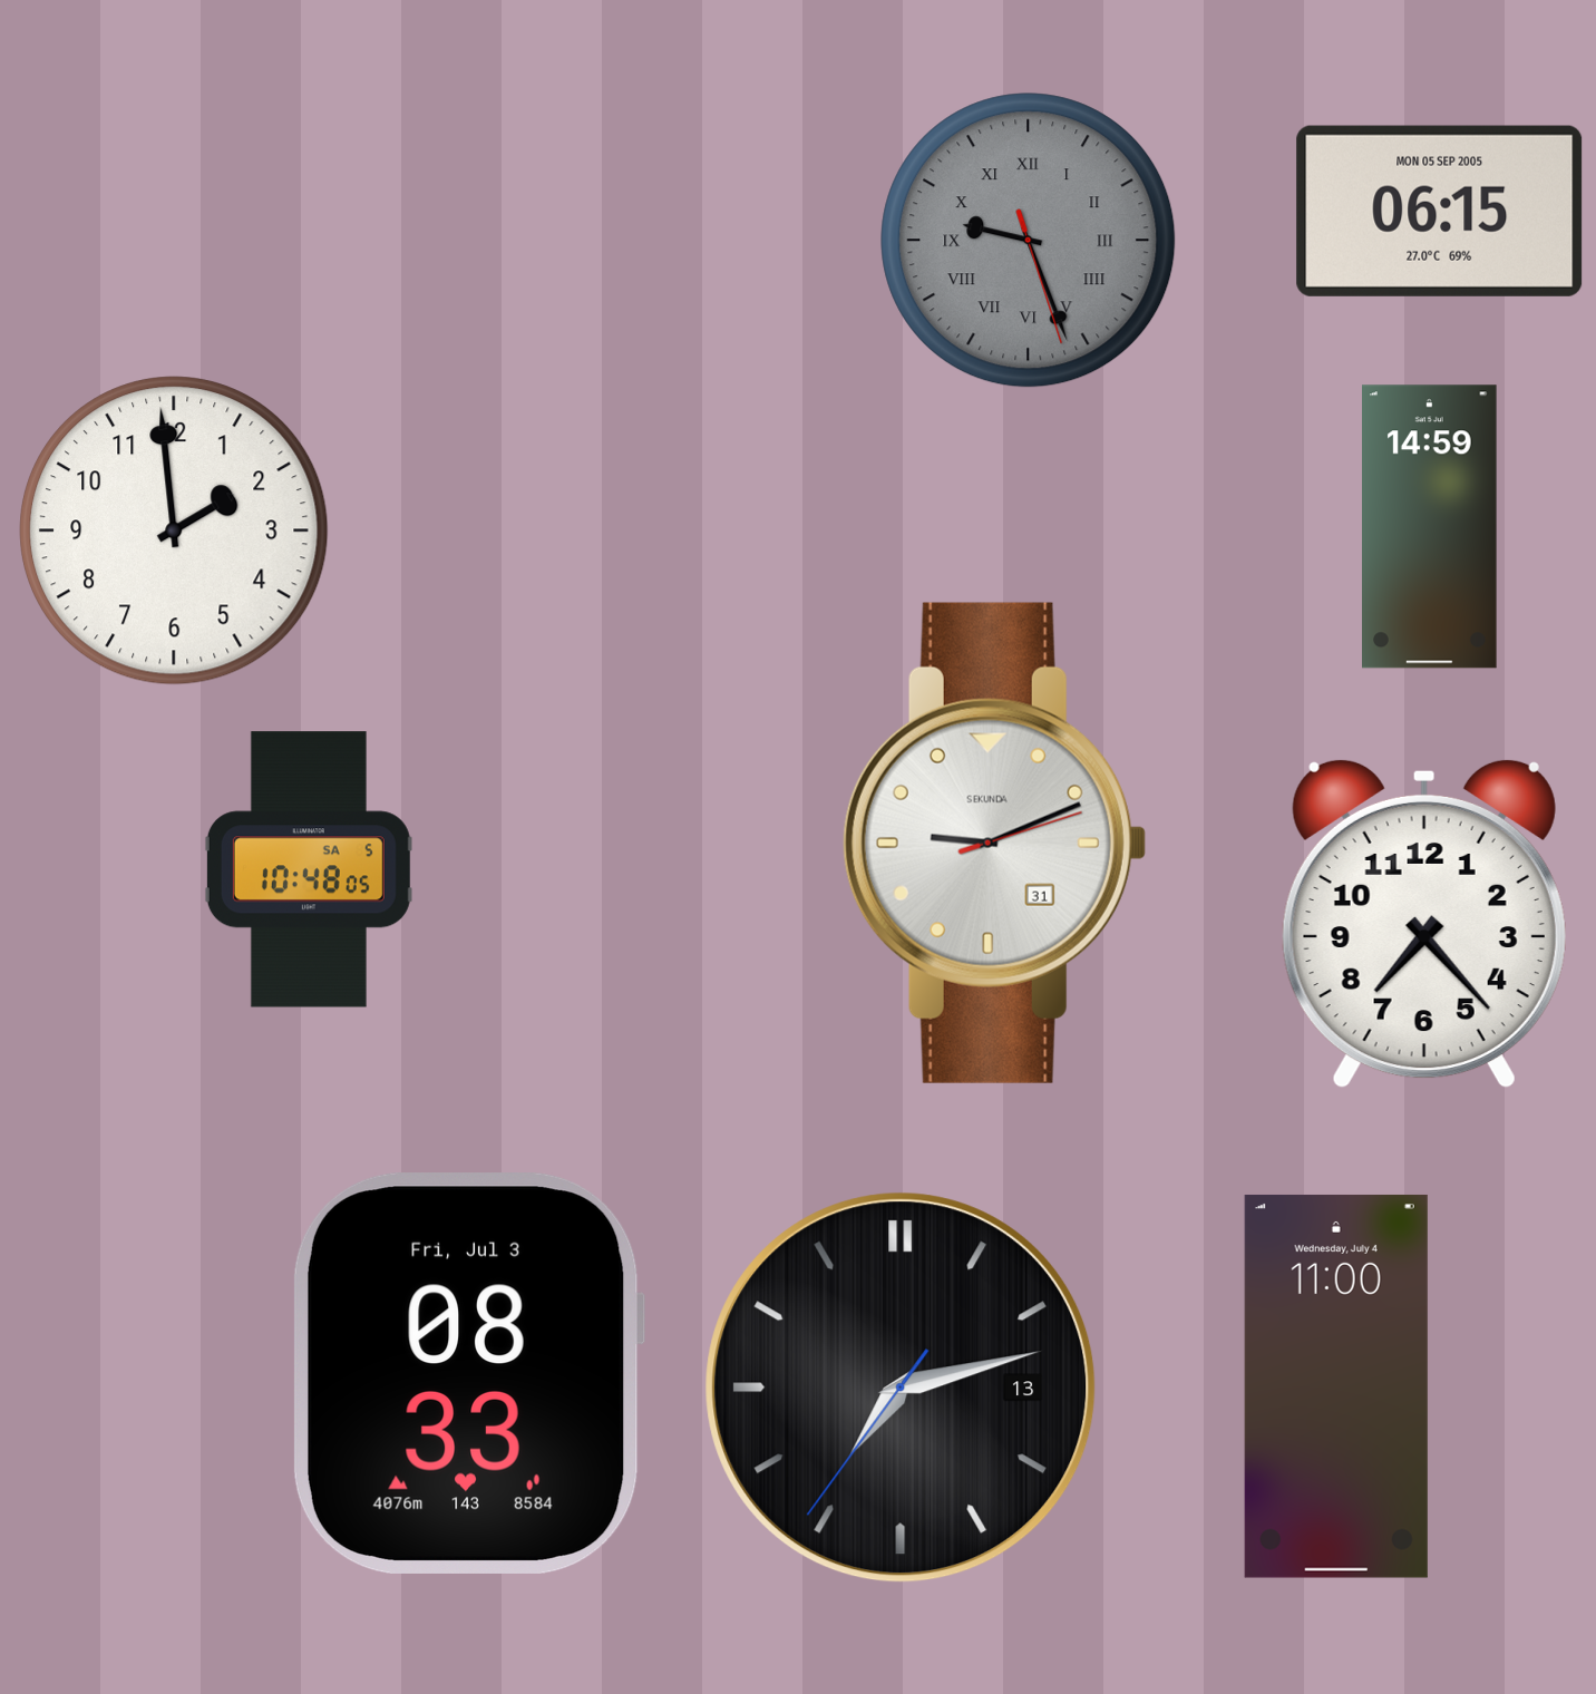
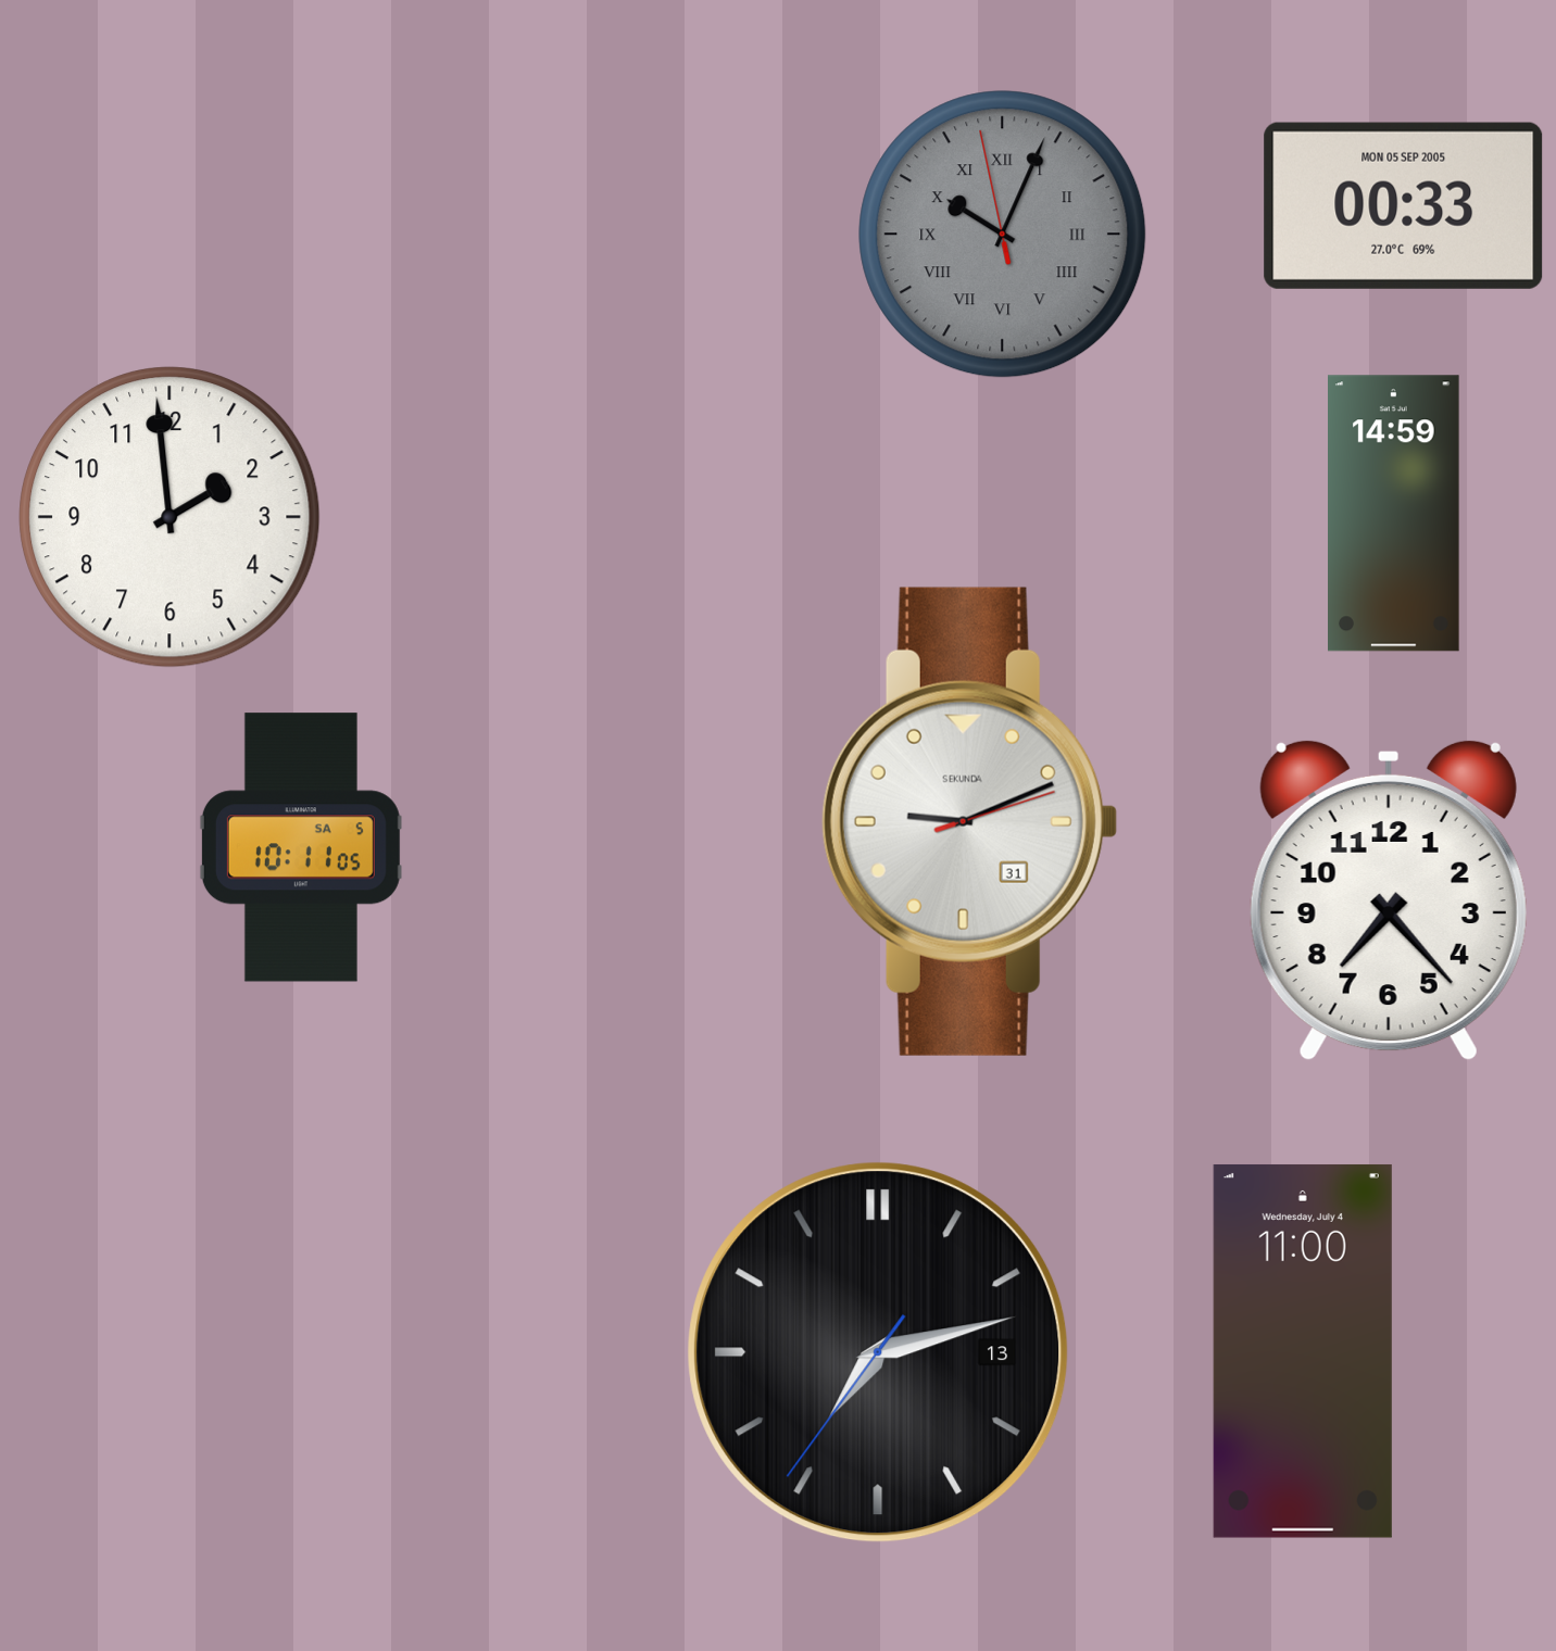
clock at (1440, 211): 06:15 -> 00:33
clock at (1029, 241): 9:26 -> 10:03
clock at (309, 869): 10:48 -> 10:11
clock at (468, 1373): 08:33 -> none
